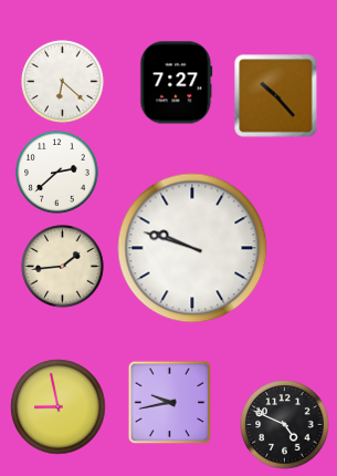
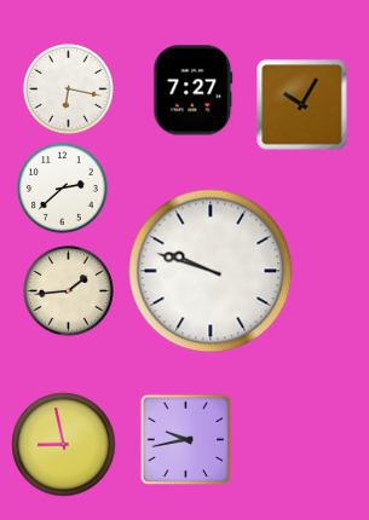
clock at (63, 82): 6:22 -> 6:17
clock at (276, 96): 10:23 -> 10:05
clock at (285, 425): 4:49 -> none
